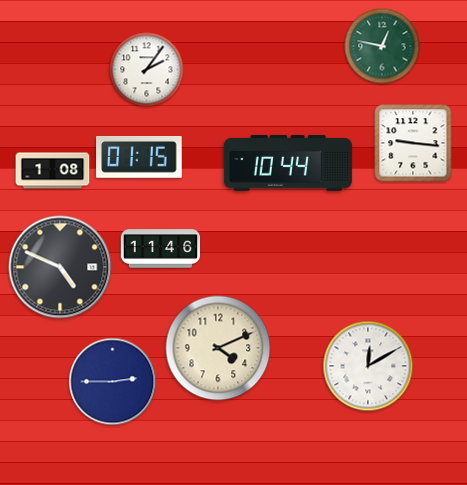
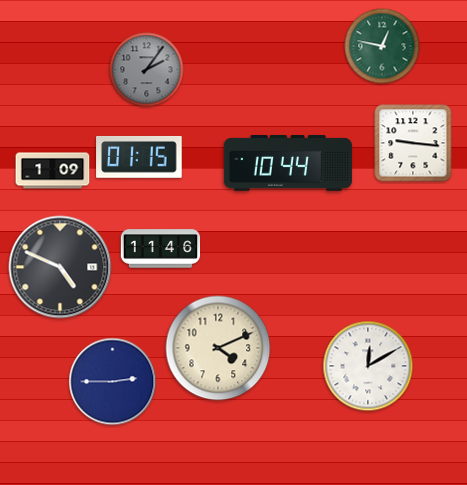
clock at (147, 70) dial: white -> grey
clock at (53, 171): 1:08 -> 1:09
